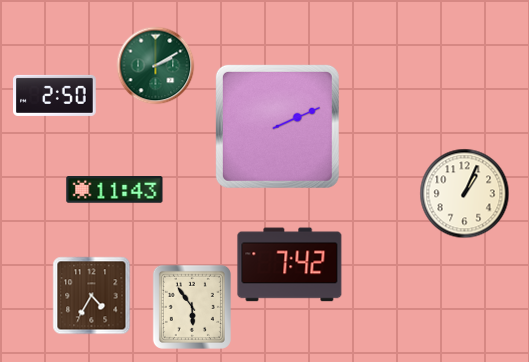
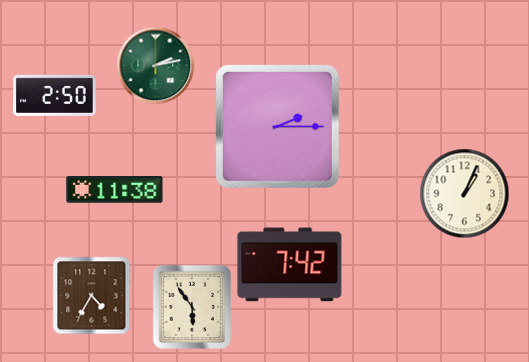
clock at (155, 65): 2:10 -> 2:13
clock at (277, 126): 2:11 -> 2:15
clock at (115, 190): 11:43 -> 11:38
